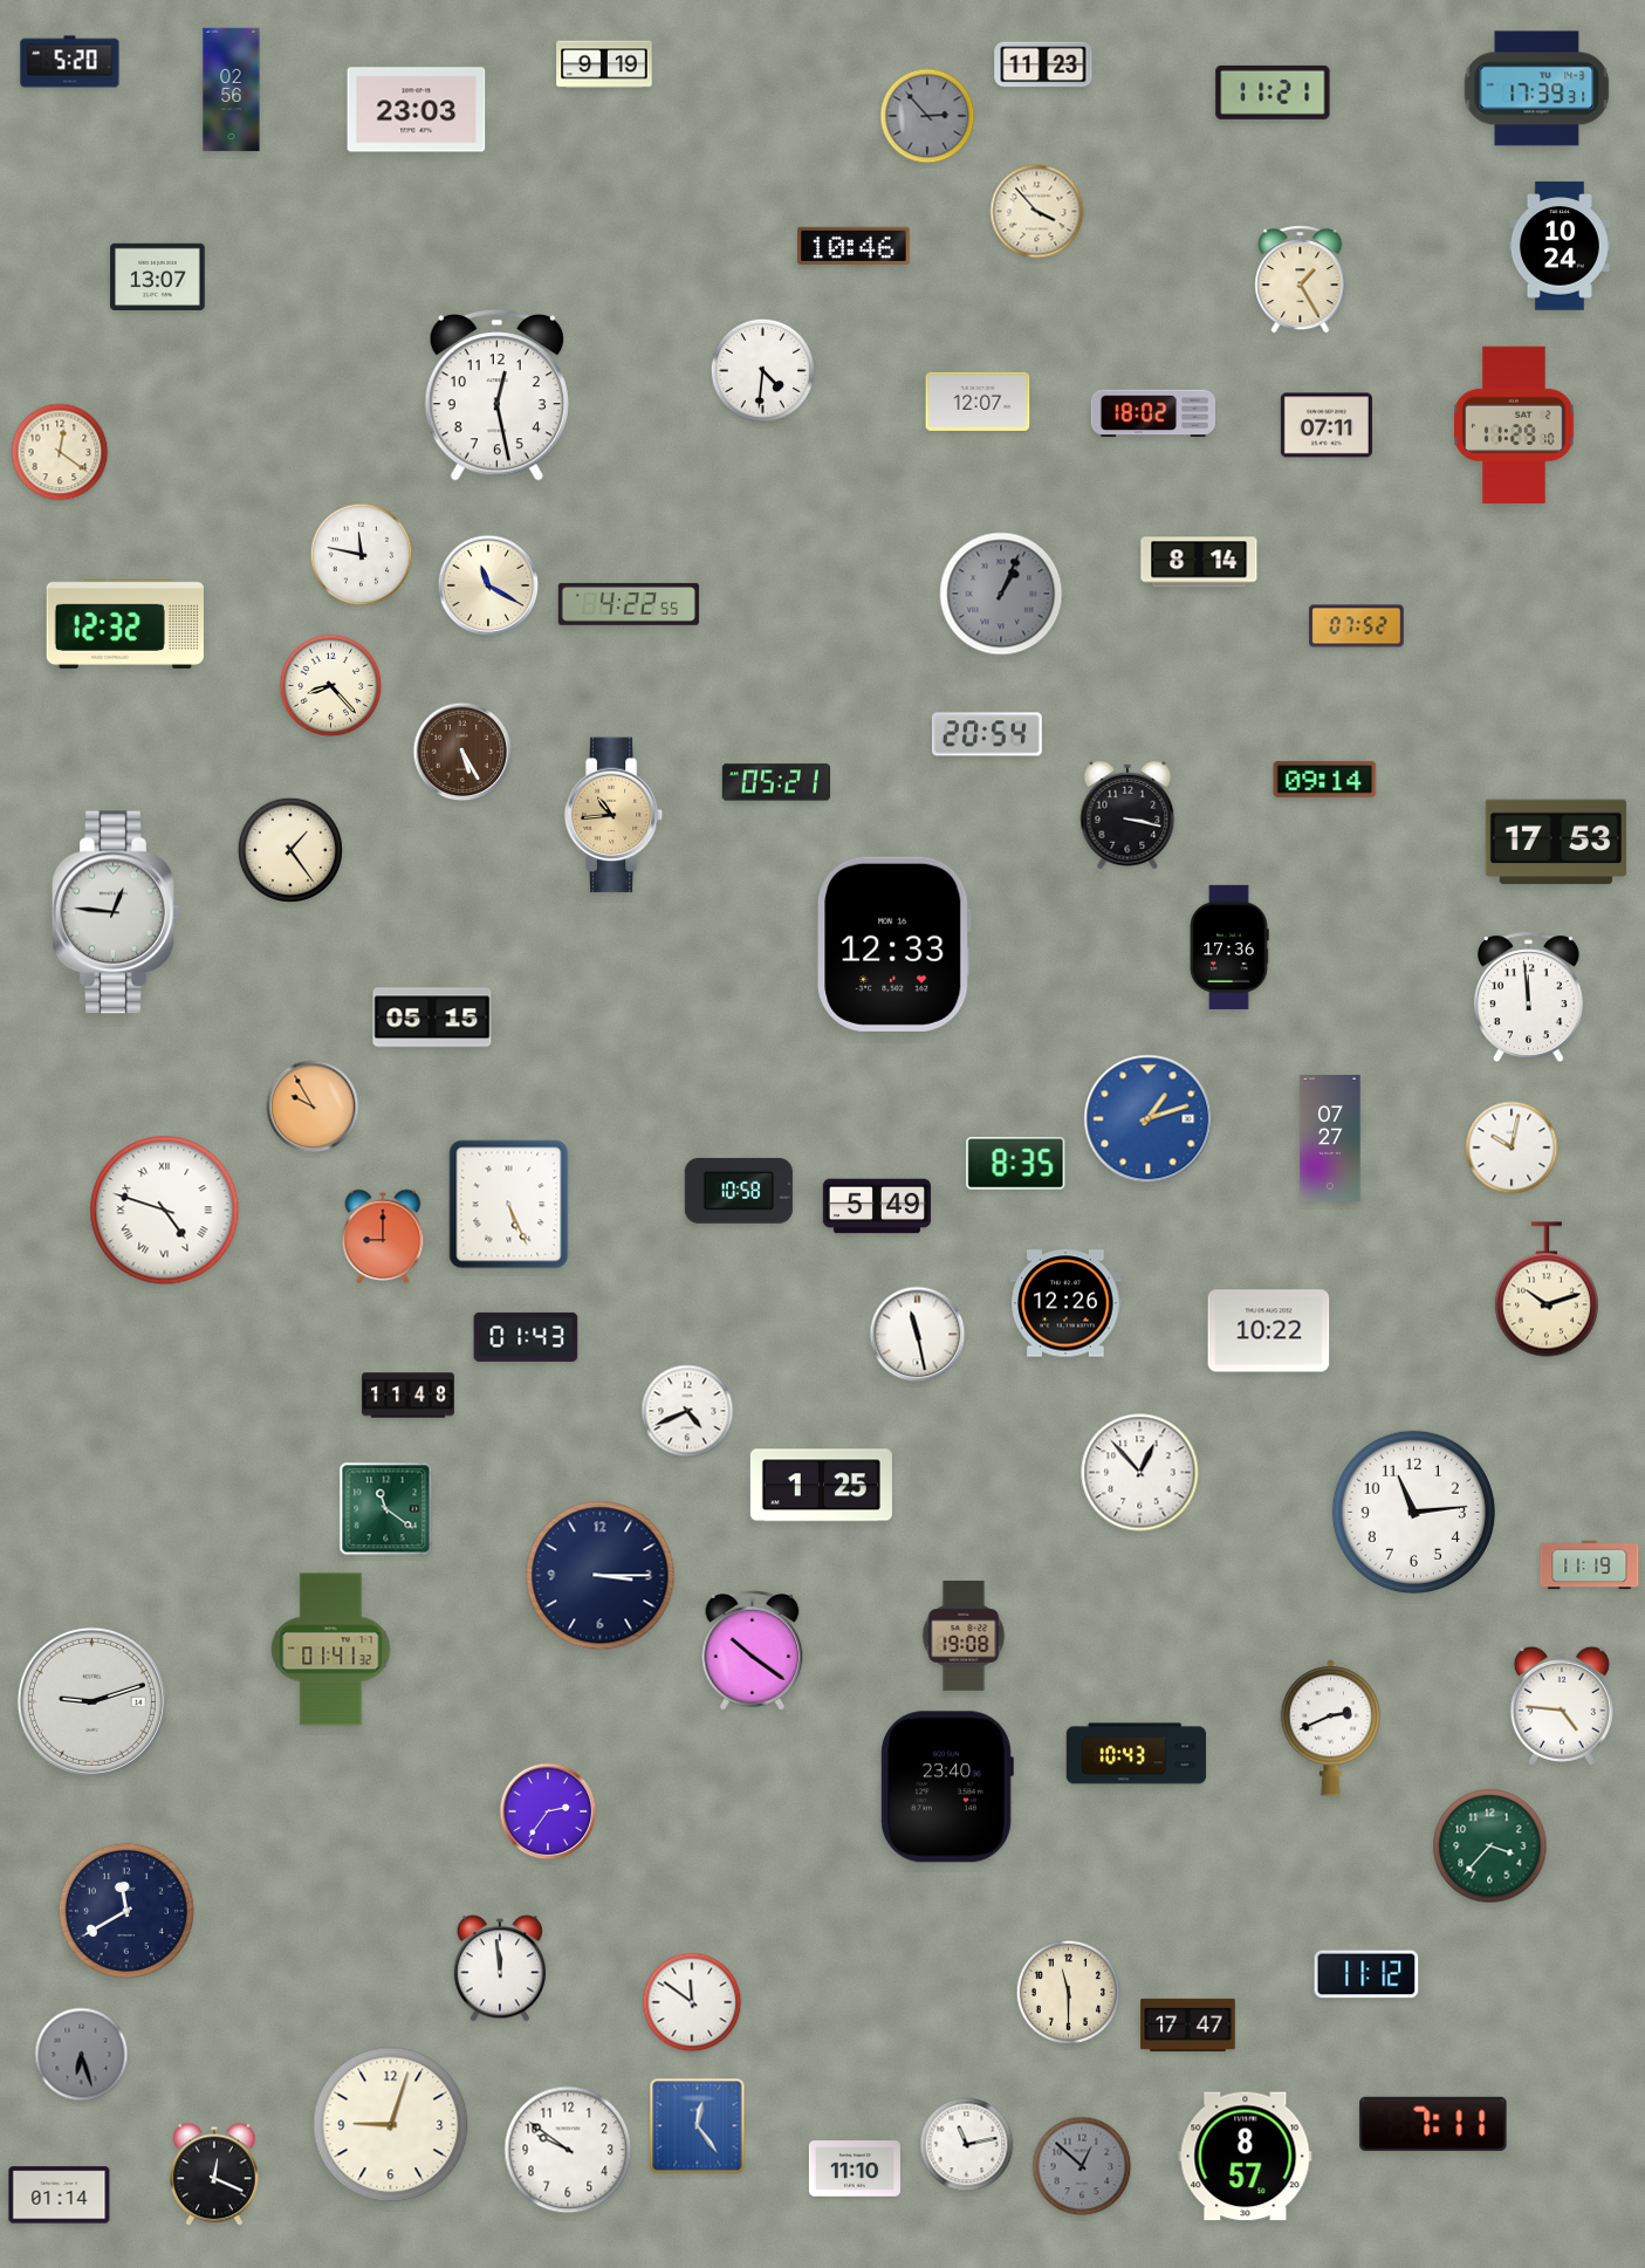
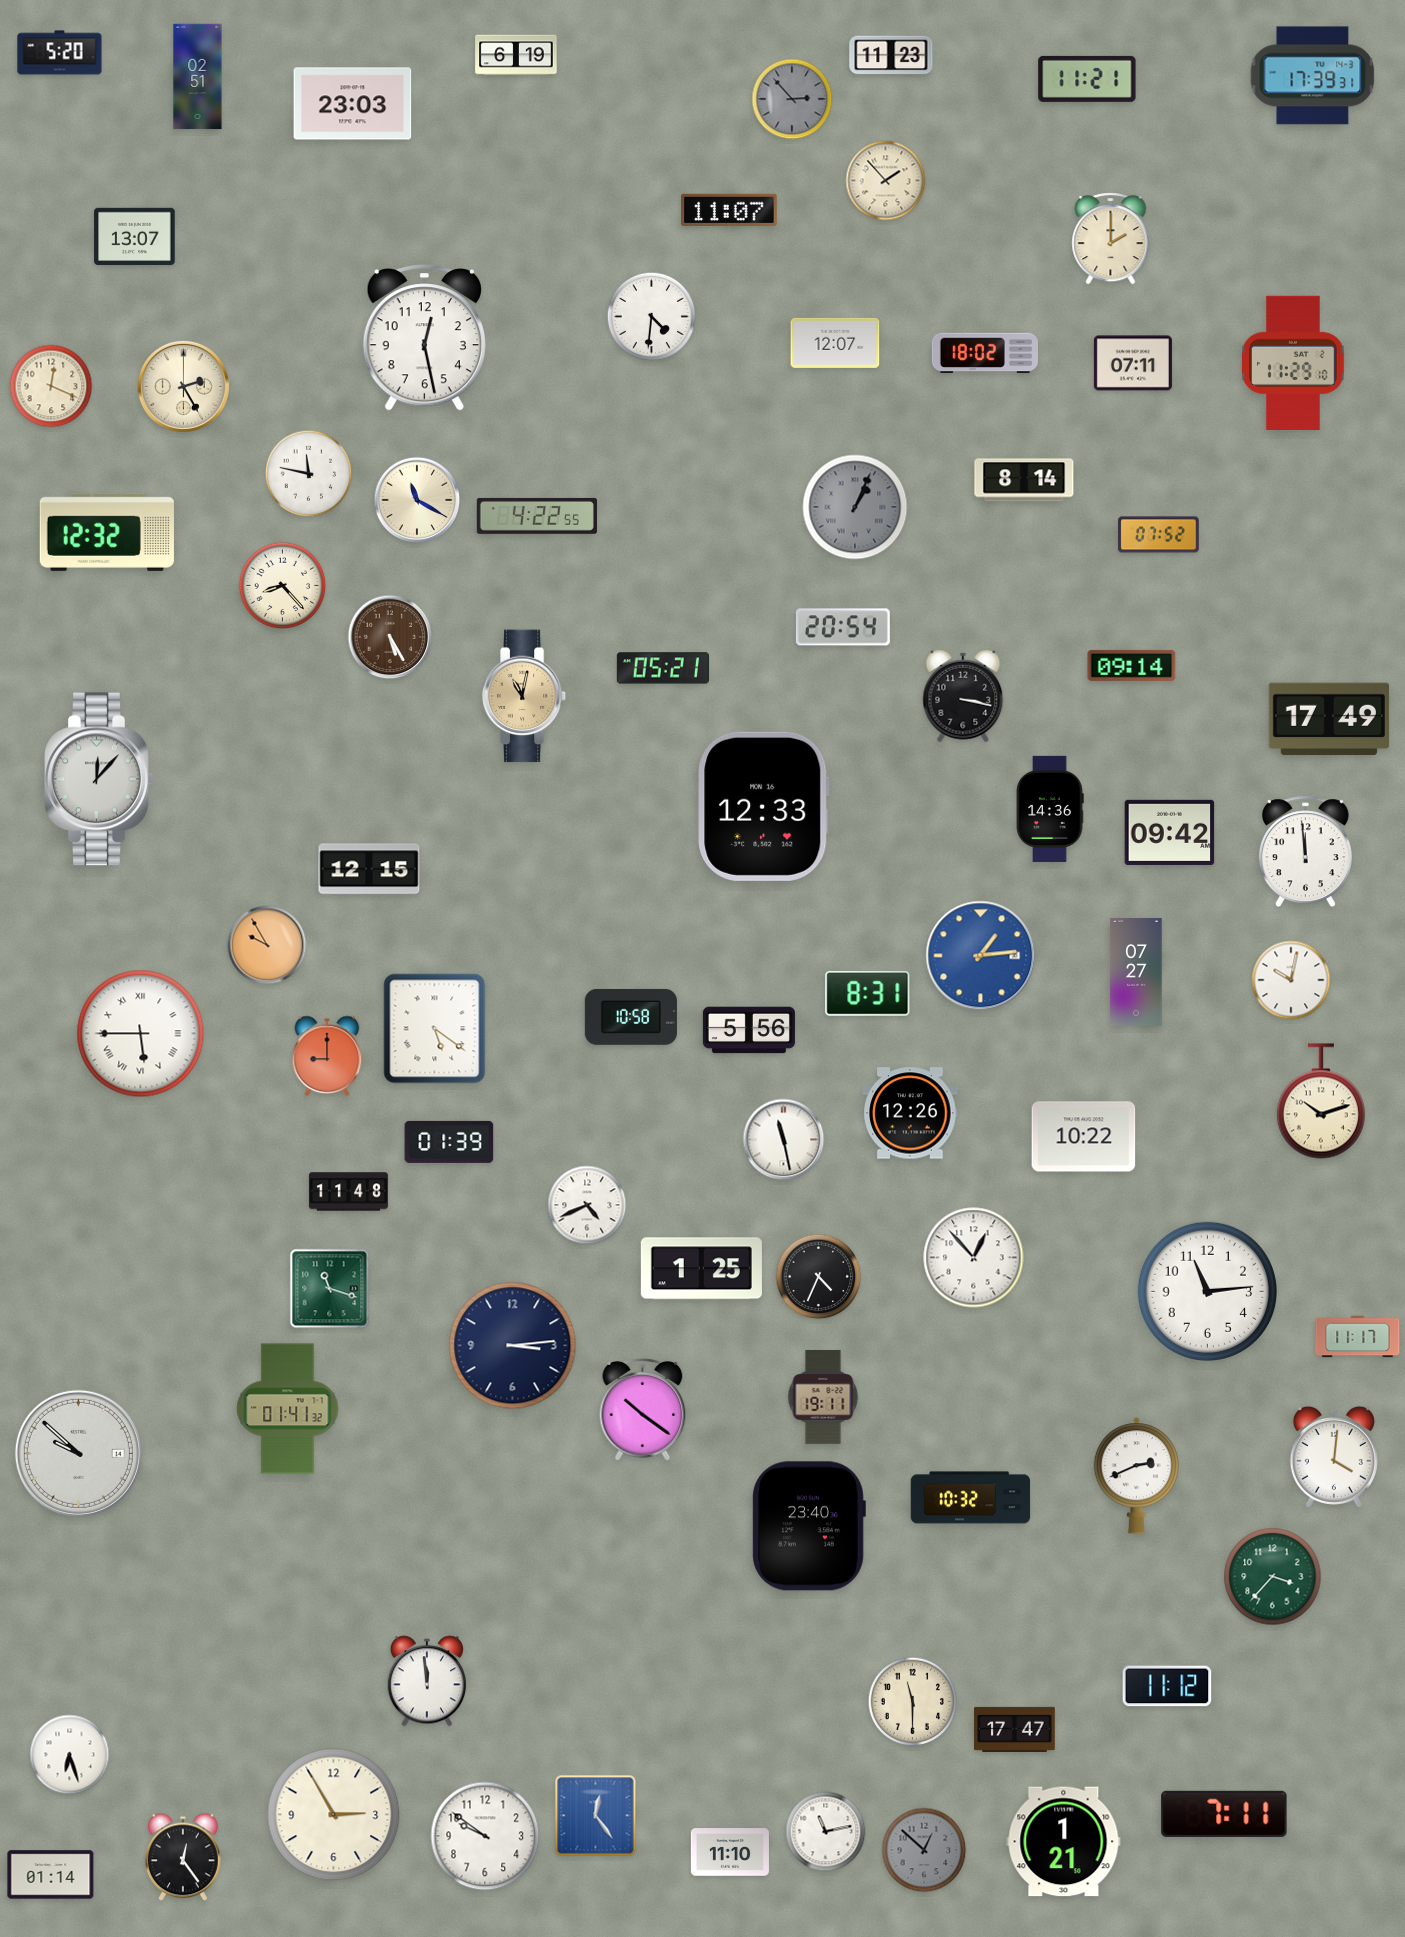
clock at (604, 64): 9:19 -> 6:19
clock at (232, 90): 02:56 -> 02:51
clock at (417, 110) position: (417, 110) -> (353, 104)
clock at (1037, 212): 3:53 -> 1:53
clock at (854, 246): 10:46 -> 11:07
clock at (1560, 246): 10:24 -> none
clock at (1301, 280): 1:25 -> 2:00
clock at (60, 452): 12:21 -> 12:19
clock at (183, 386): none -> 2:25
clock at (462, 752) position: (462, 752) -> (390, 637)
clock at (614, 815): 10:44 -> 11:02
clock at (1556, 842): 17:53 -> 17:49
clock at (290, 850): 1:24 -> none
clock at (116, 912): 12:46 -> 12:07
clock at (1229, 947): 17:36 -> 14:36
clock at (1170, 832): none -> 09:42
clock at (432, 1017): 05:15 -> 12:15
clock at (1149, 1119): 1:12 -> 1:14
clock at (1016, 1163): 8:35 -> 8:31
clock at (509, 1205): 5:26 -> 5:21
clock at (877, 1206): 5:49 -> 5:56
clock at (165, 1211): 4:48 -> 5:45
clock at (526, 1337): 01:43 -> 01:39
clock at (819, 1277): none -> 4:34
clock at (386, 1509): 11:21 -> 11:18
clock at (1590, 1565): 11:19 -> 11:17
clock at (601, 1576): 3:15 -> 3:14
clock at (964, 1636): 19:08 -> 19:11
clock at (331, 1650) position: (331, 1650) -> (288, 1409)
clock at (91, 1701): 9:12 -> 9:52
clock at (1562, 1706): 4:46 -> 4:01
clock at (1137, 1754): 10:43 -> 10:32
clock at (548, 1811): 2:36 -> none
clock at (126, 1911): 11:40 -> none
clock at (692, 2002): 11:51 -> none
clock at (82, 2055) dial: grey -> white
clock at (391, 2125): 9:03 -> 2:55
clock at (1246, 2157): 8:57 -> 1:21
clock at (214, 2174): 12:19 -> 12:24
